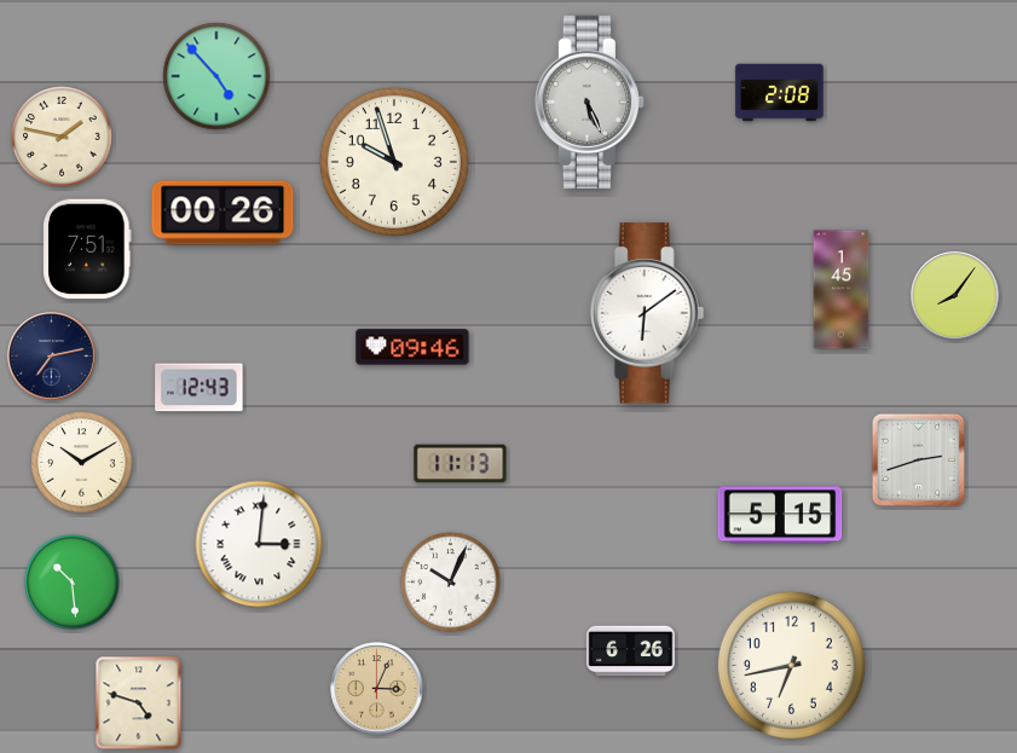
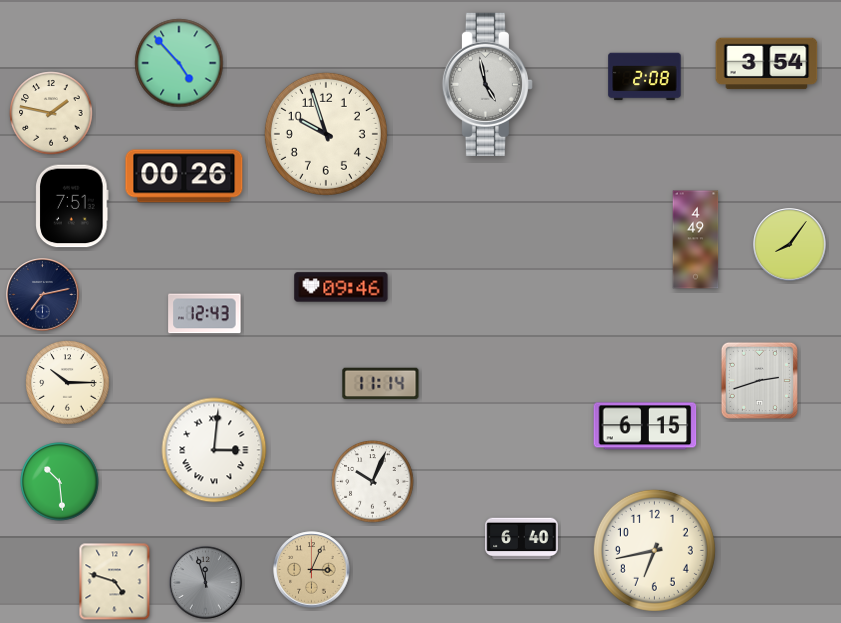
clock at (767, 64): none -> 3:54
clock at (589, 102): 5:26 -> 4:58
clock at (842, 290): 1:45 -> 4:49
clock at (647, 313): 6:09 -> none
clock at (200, 388) position: (200, 388) -> (205, 314)
clock at (82, 463): 10:10 -> 10:15
clock at (461, 464): 11:13 -> 11:14
clock at (780, 515): 5:15 -> 6:15
clock at (631, 651): 6:26 -> 6:40
clock at (206, 583): none -> 11:57
